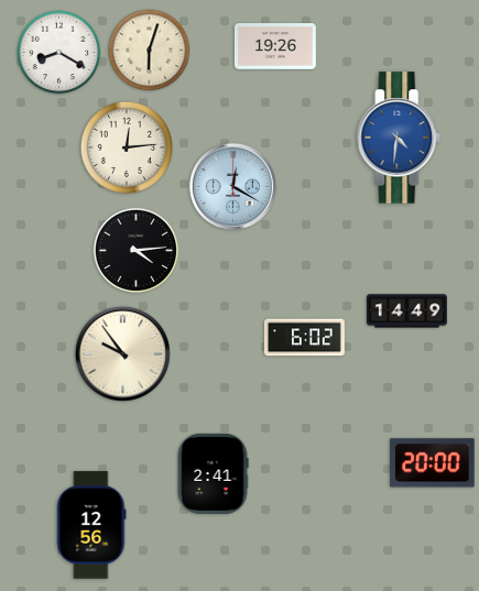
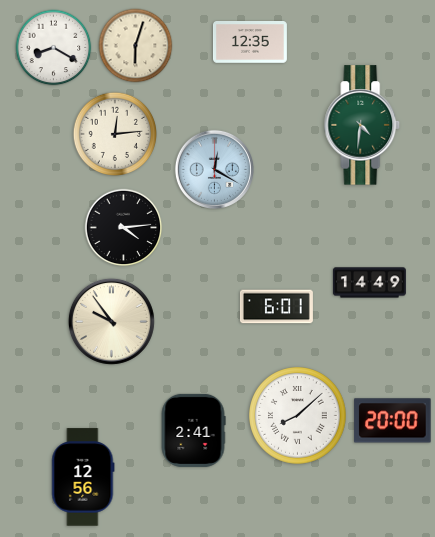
clock at (275, 47): 19:26 -> 12:35
clock at (399, 138) dial: blue -> green
clock at (232, 186) position: (232, 186) -> (214, 169)
clock at (304, 338): 6:02 -> 6:01
clock at (298, 416): none -> 8:08
